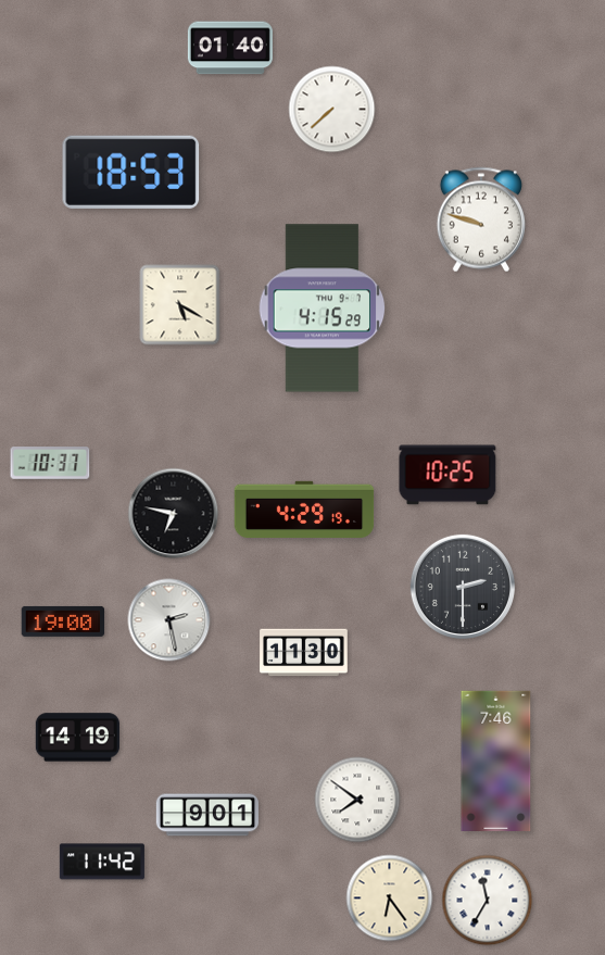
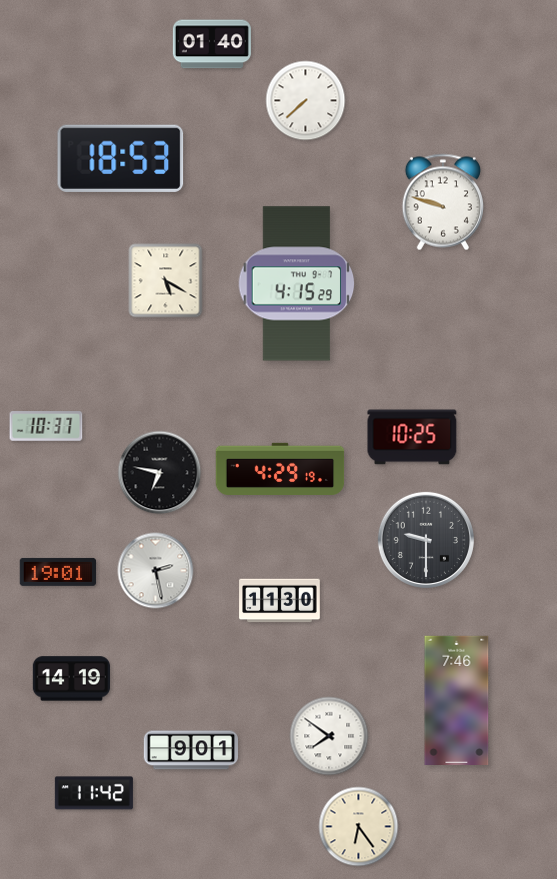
clock at (463, 587): 2:30 -> 9:30
clock at (63, 621): 19:00 -> 19:01
clock at (488, 901): 11:35 -> none
